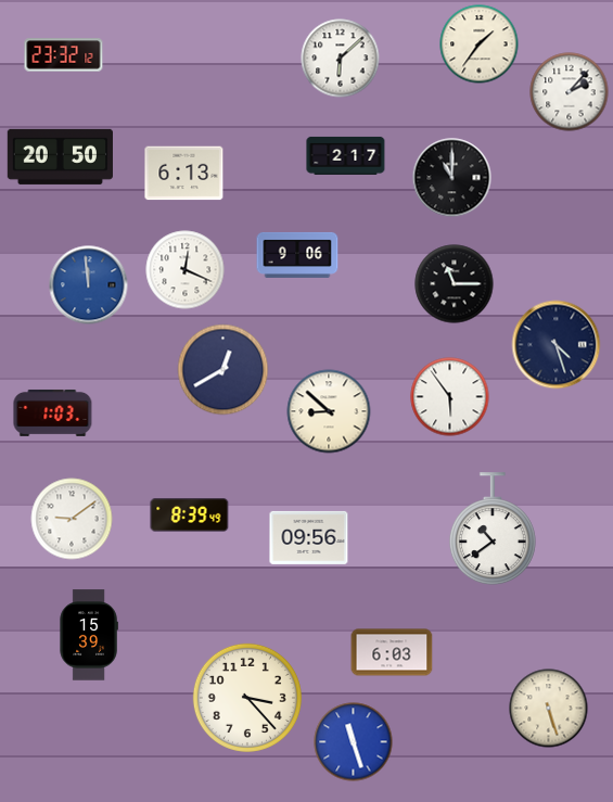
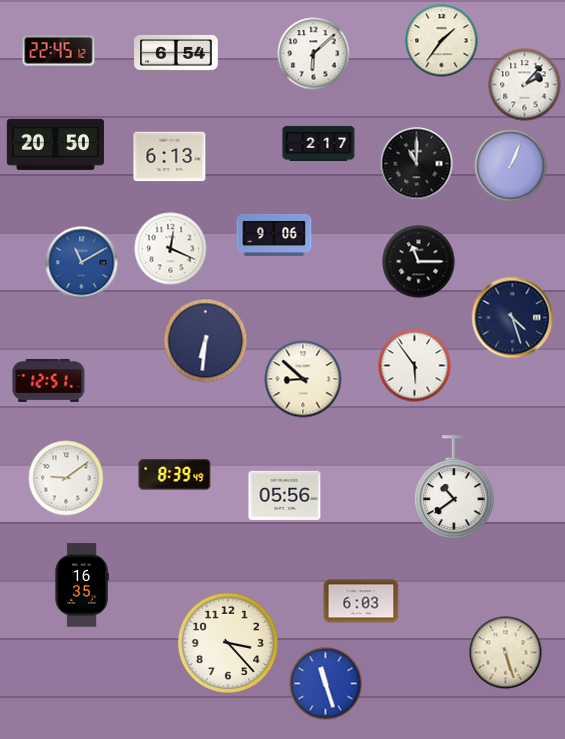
clock at (64, 55): 23:32 -> 22:45
clock at (176, 53): none -> 6:54
clock at (184, 174) position: (184, 174) -> (170, 157)
clock at (511, 166): none -> 1:04
clock at (89, 285): 11:59 -> 11:10
clock at (224, 370): 12:40 -> 6:31
clock at (53, 412): 1:03 -> 12:51
clock at (309, 537): 09:56 -> 05:56
clock at (89, 635): 15:39 -> 16:35
